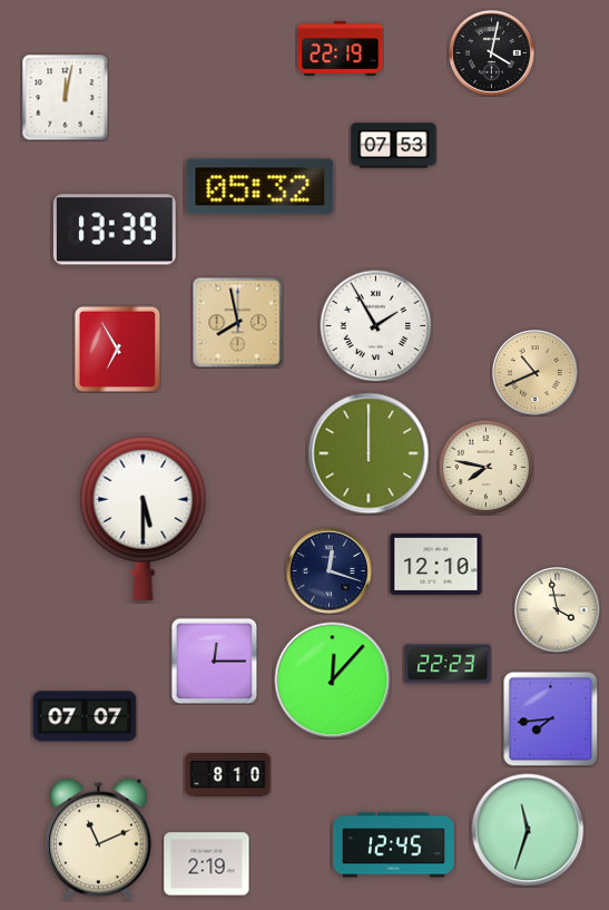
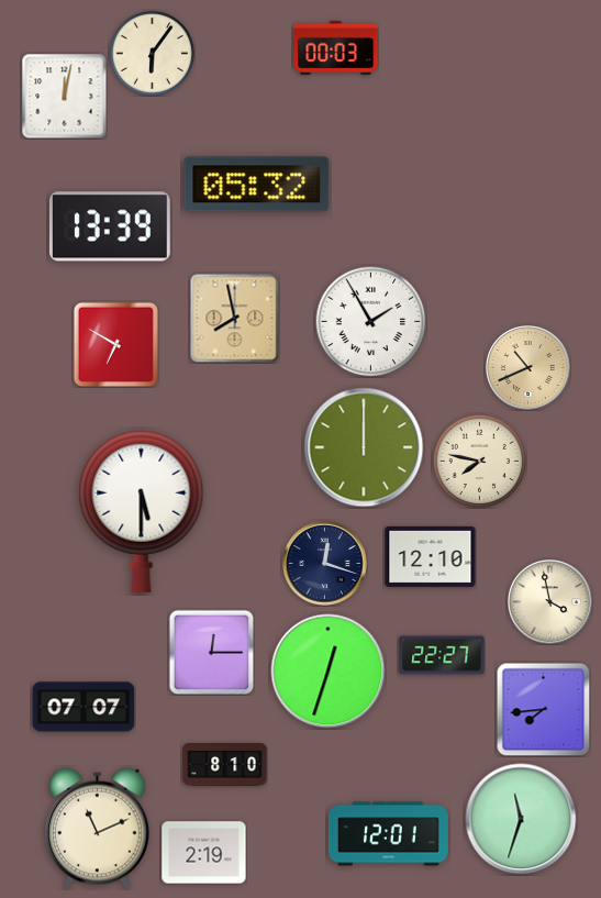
clock at (341, 48): 22:19 -> 00:03
clock at (152, 53): none -> 6:06
clock at (492, 53): 4:02 -> none
clock at (394, 146): 07:53 -> none
clock at (115, 229) position: (115, 229) -> (110, 226)
clock at (117, 349): 6:55 -> 6:50
clock at (448, 664): 22:23 -> 22:27
clock at (333, 681): 12:07 -> 12:33
clock at (393, 845): 12:45 -> 12:01
